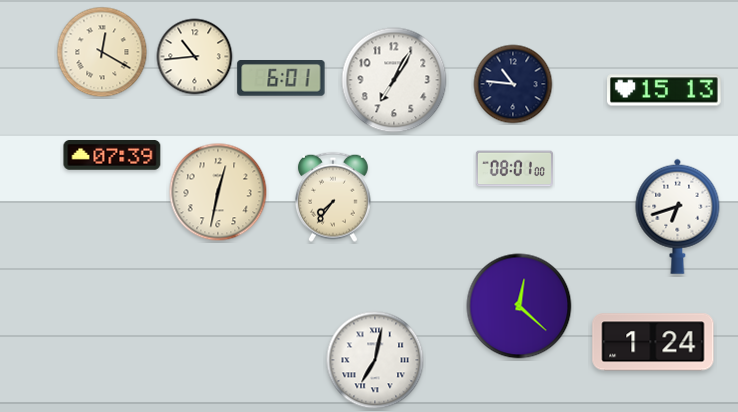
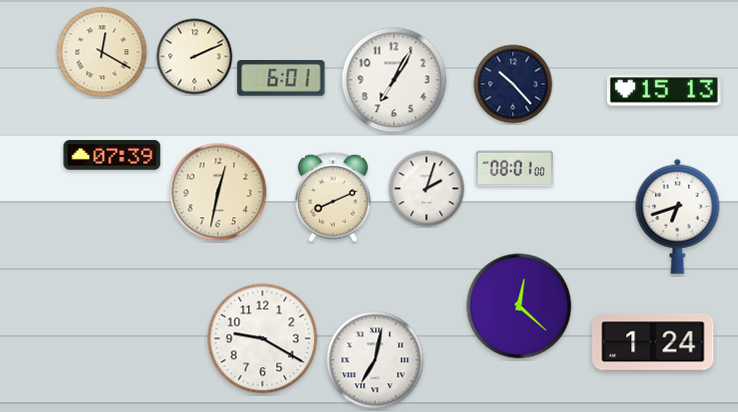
clock at (195, 57): 10:44 -> 2:11
clock at (513, 84): 10:46 -> 10:23
clock at (427, 189): none -> 2:03
clock at (333, 197): 7:36 -> 8:11
clock at (263, 339): none -> 9:20
